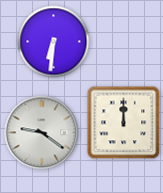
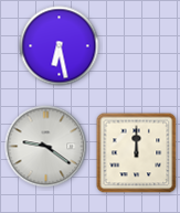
clock at (54, 42): 6:31 -> 6:28
clock at (124, 123) position: (124, 123) -> (137, 153)
